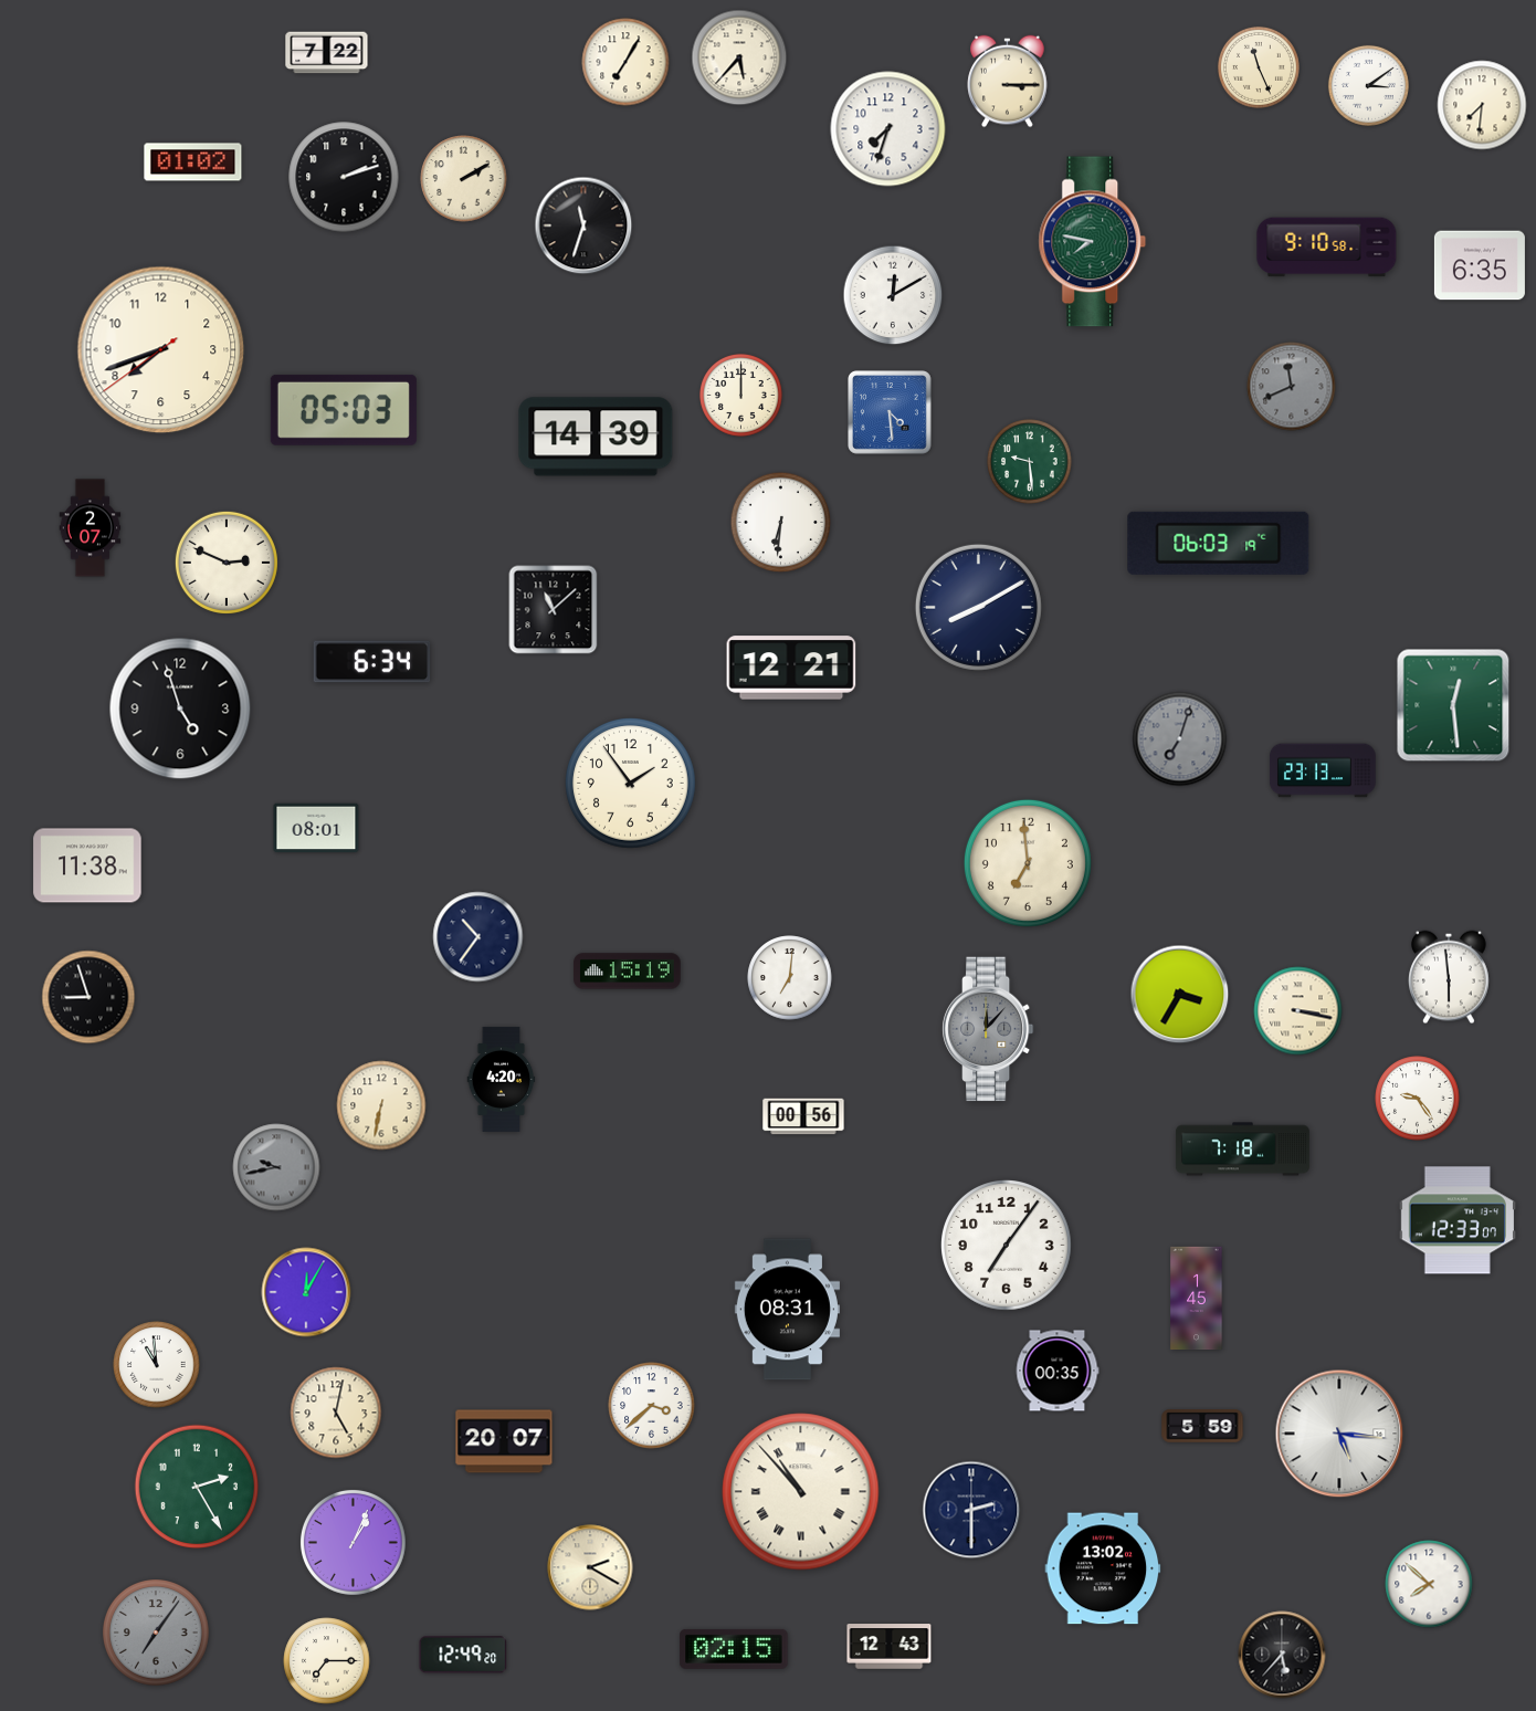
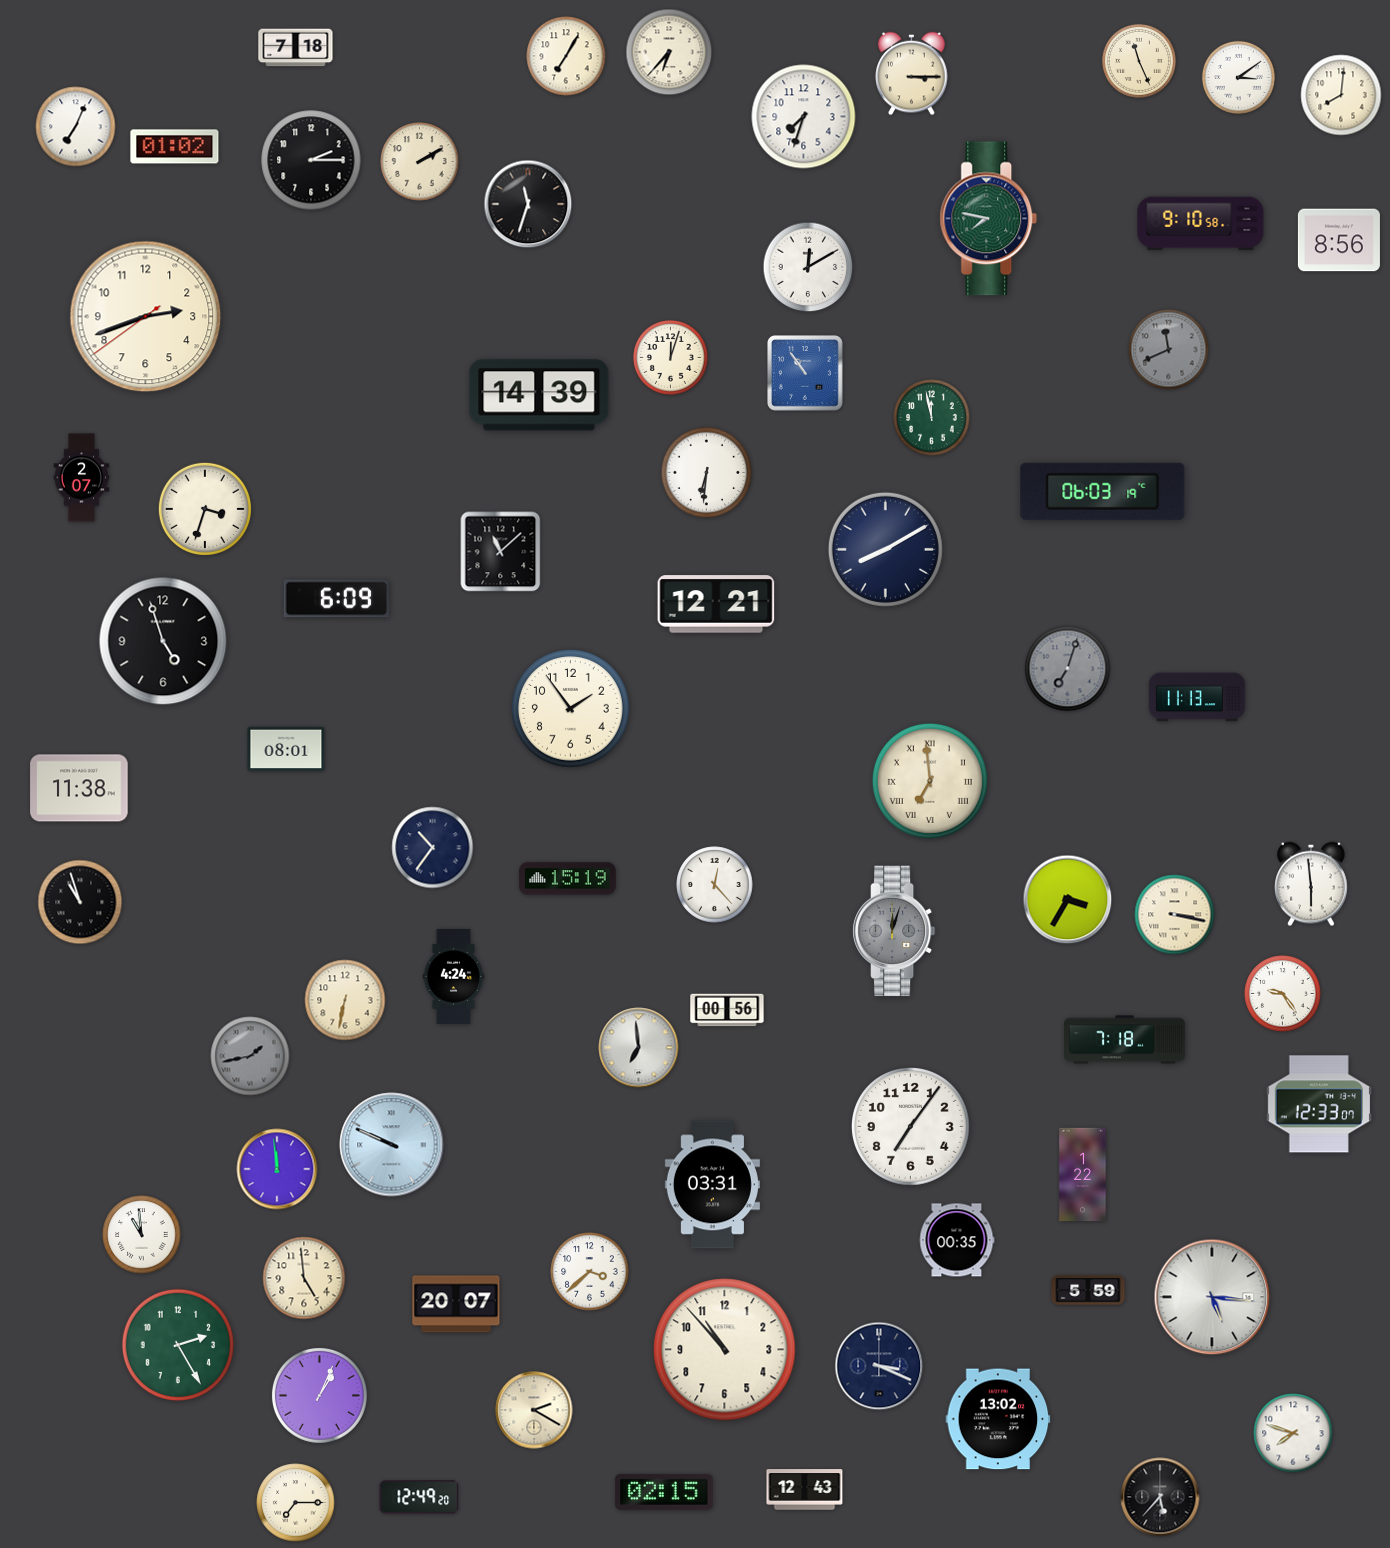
clock at (327, 53): 7:22 -> 7:18
clock at (739, 57): 5:37 -> 6:37
clock at (1482, 105): 7:31 -> 8:01
clock at (76, 127): none -> 7:04
clock at (344, 177): 2:12 -> 2:15
clock at (1480, 265): 6:35 -> 8:56
clock at (161, 350): 7:41 -> 2:41
clock at (740, 396): 12:00 -> 12:03
clock at (344, 410): 05:03 -> none
clock at (891, 413): 4:29 -> 10:54
clock at (1030, 462): 9:29 -> 11:58
clock at (227, 563): 2:49 -> 3:33
clock at (372, 662): 6:34 -> 6:09
clock at (1453, 705): 12:29 -> none
clock at (1323, 770): 23:13 -> 11:13
clock at (1028, 863) numerals: Arabic -> Roman
clock at (87, 865) position: (87, 865) -> (79, 788)
clock at (790, 978): 7:01 -> 12:23
clock at (88, 997): 8:57 -> 10:57
clock at (988, 1029): 12:07 -> 12:03
clock at (502, 1079): 4:20 -> 4:24
clock at (639, 1048): none -> 6:59
clock at (276, 1167): 9:43 -> 1:43
clock at (392, 1145): none -> 9:49
clock at (306, 1292): 12:05 -> 11:59
clock at (1197, 1299): 1:45 -> 1:22
clock at (787, 1310): 08:31 -> 03:31
clock at (336, 1413): 5:02 -> 4:59
clock at (801, 1492) numerals: Roman -> Arabic
clock at (971, 1510): 2:30 -> 3:19
clock at (590, 1567) position: (590, 1567) -> (534, 1410)
clock at (1429, 1584): 7:52 -> 7:48
clock at (157, 1634): 7:06 -> none
